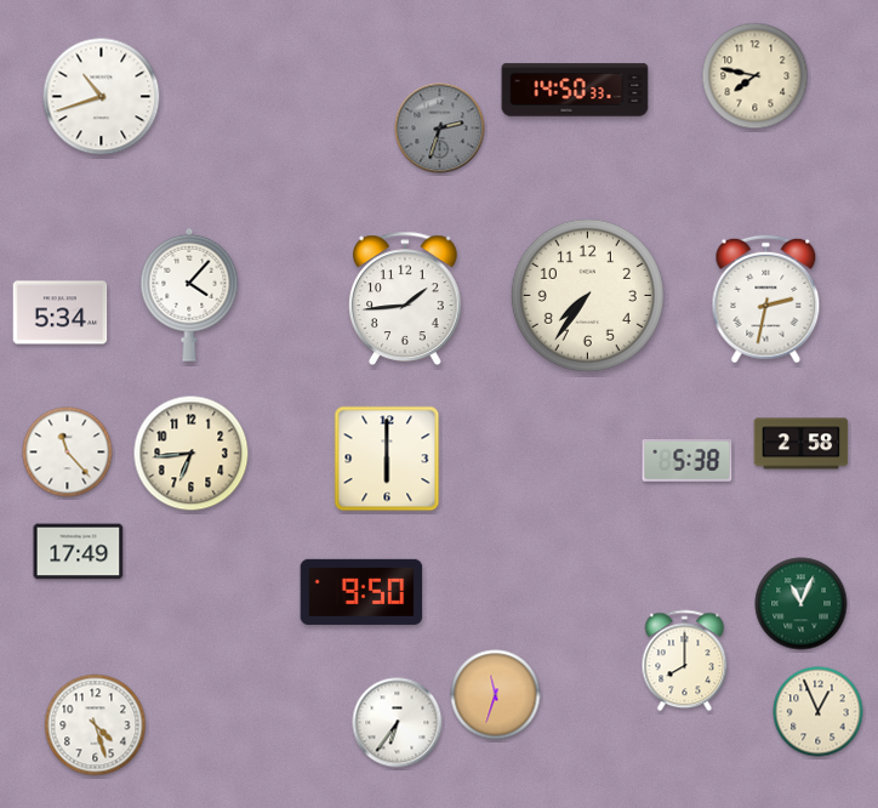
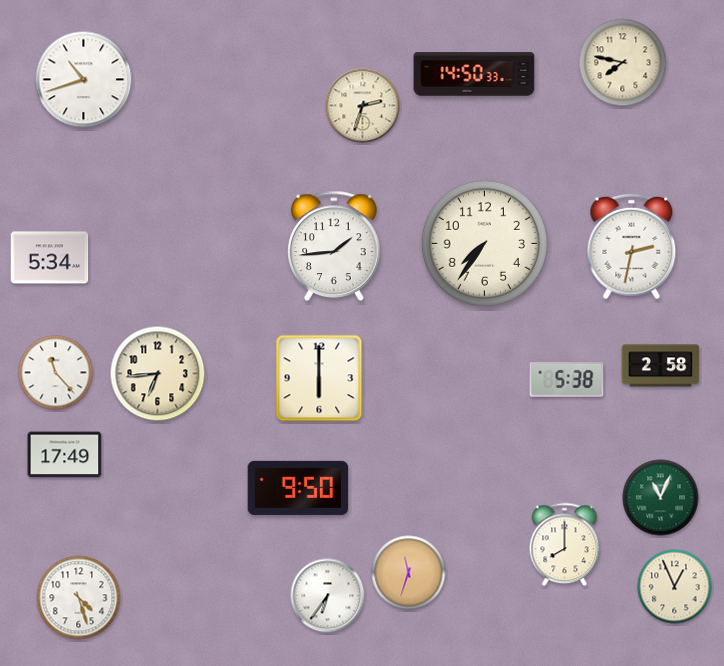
clock at (440, 129) dial: grey -> cream
clock at (189, 295): 4:07 -> none
